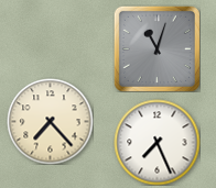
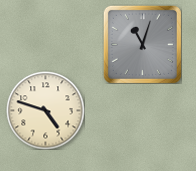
clock at (50, 121): 7:23 -> 4:48
clock at (156, 142): 7:26 -> none
